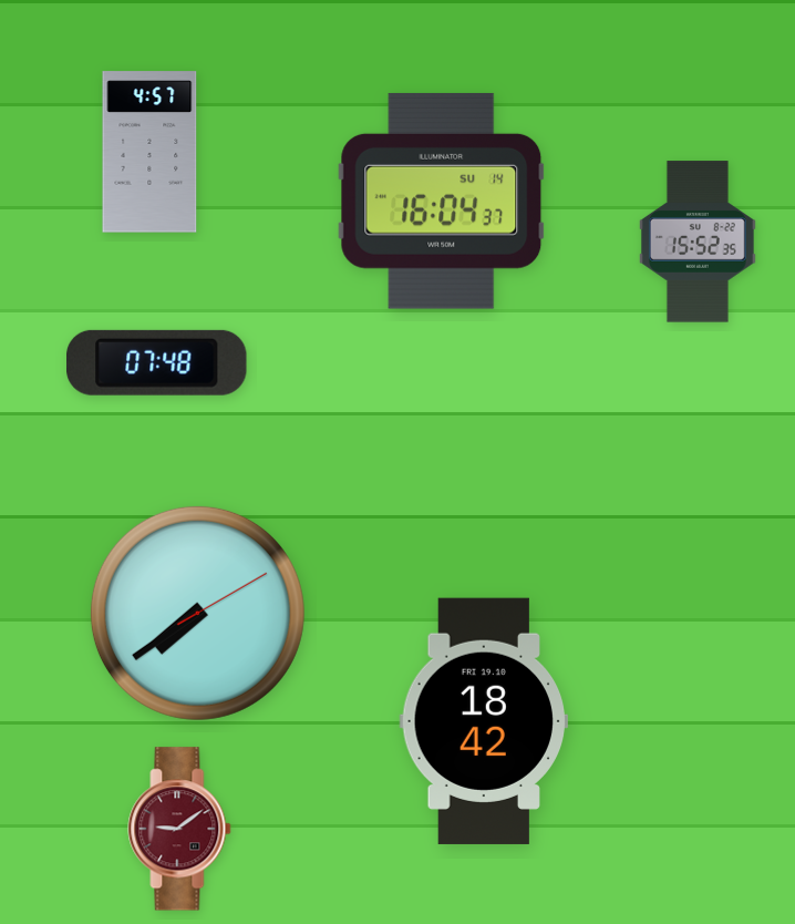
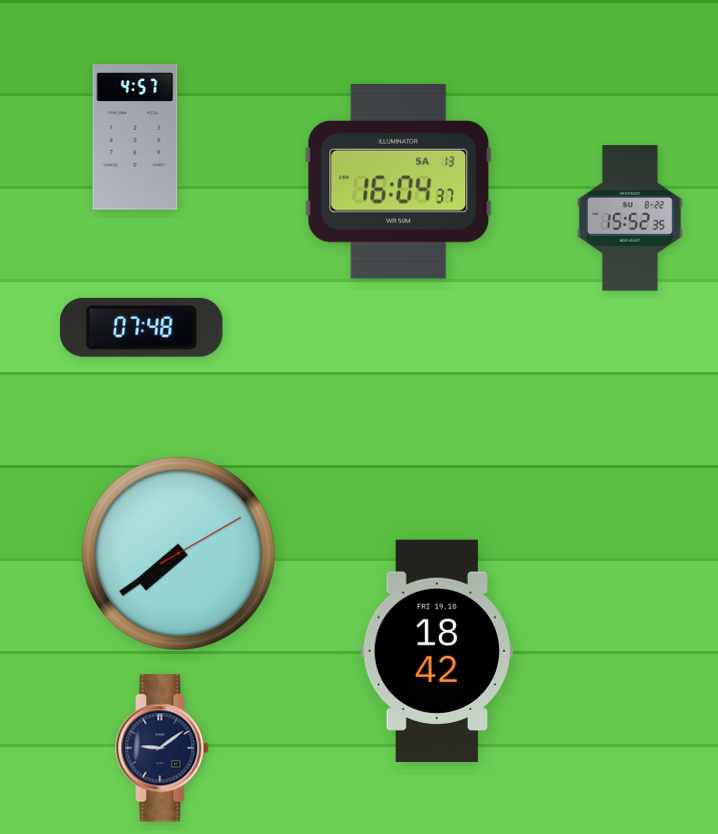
clock at (442, 201) date: SU 14 -> SA 13
clock at (179, 829) dial: burgundy -> navy
